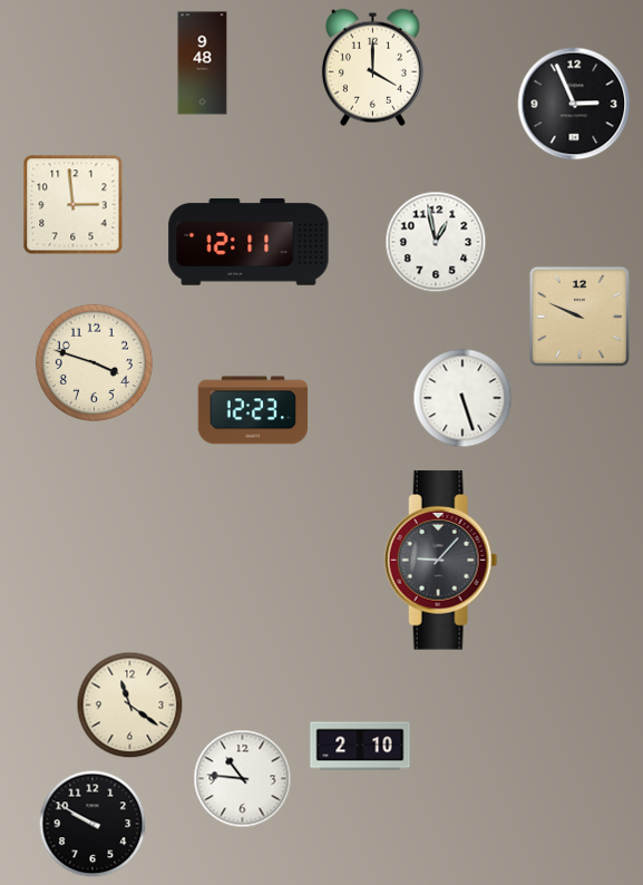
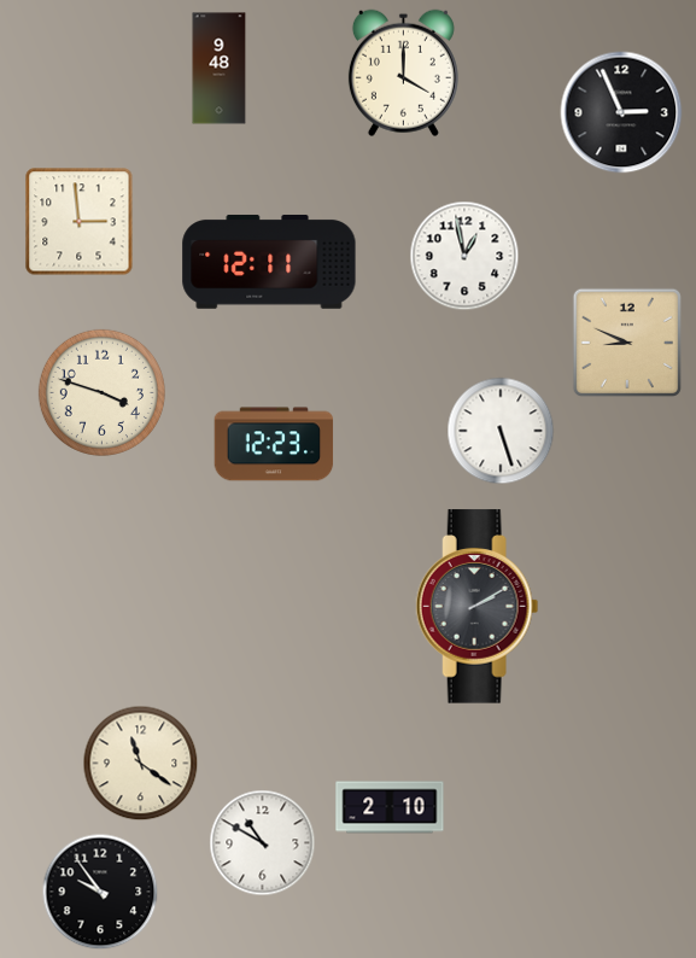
clock at (436, 242) position: (436, 242) -> (464, 256)
clock at (579, 317): 9:49 -> 8:49
clock at (441, 561): 9:07 -> 2:10
clock at (243, 779): 10:46 -> 10:50
clock at (92, 824): 9:50 -> 9:54
